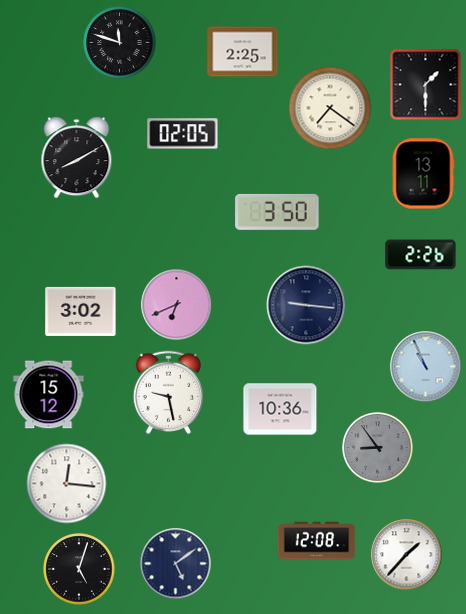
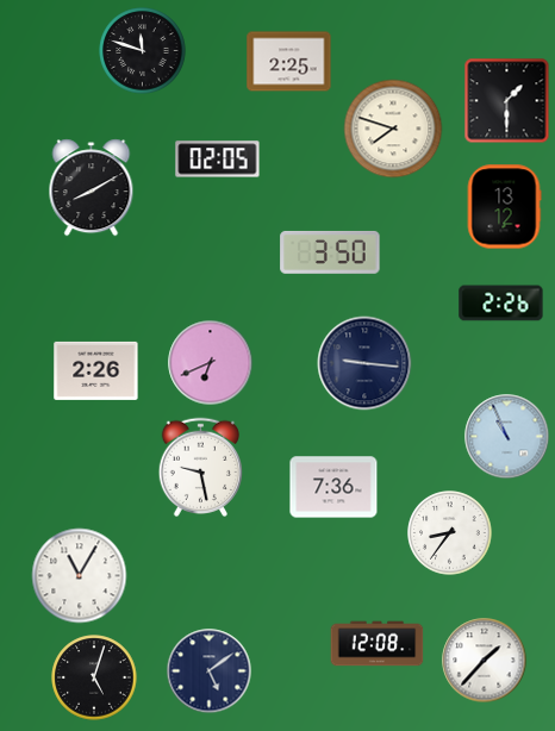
clock at (330, 108): 7:21 -> 7:48
clock at (423, 174): 13:11 -> 13:12
clock at (81, 311): 3:02 -> 2:26
clock at (49, 395): 15:12 -> none
clock at (280, 409): 10:36 -> 7:36
clock at (378, 448): 8:54 -> 8:36
clock at (378, 448) dial: grey -> white
clock at (67, 484): 12:16 -> 11:05
